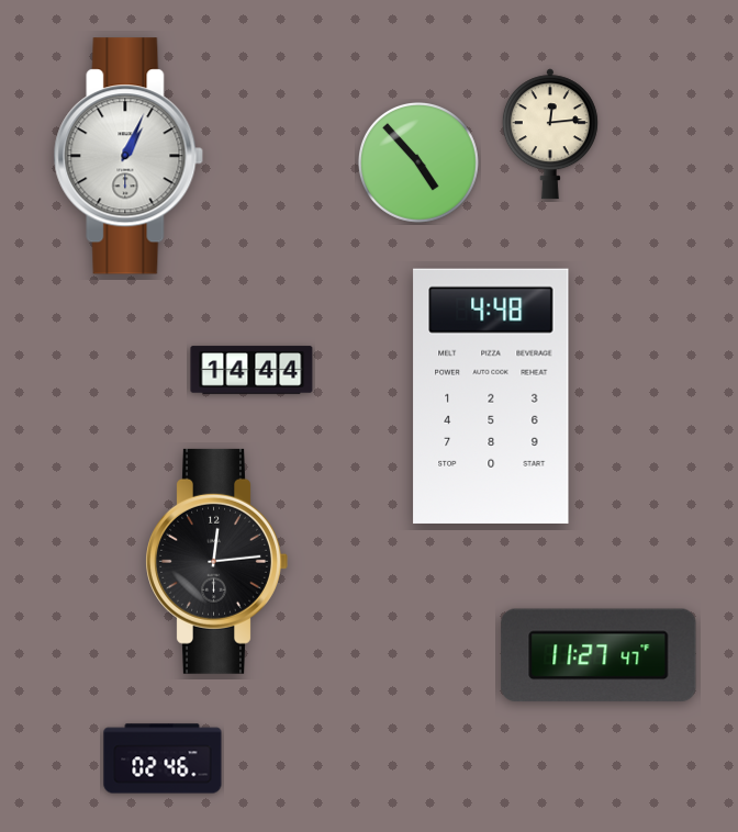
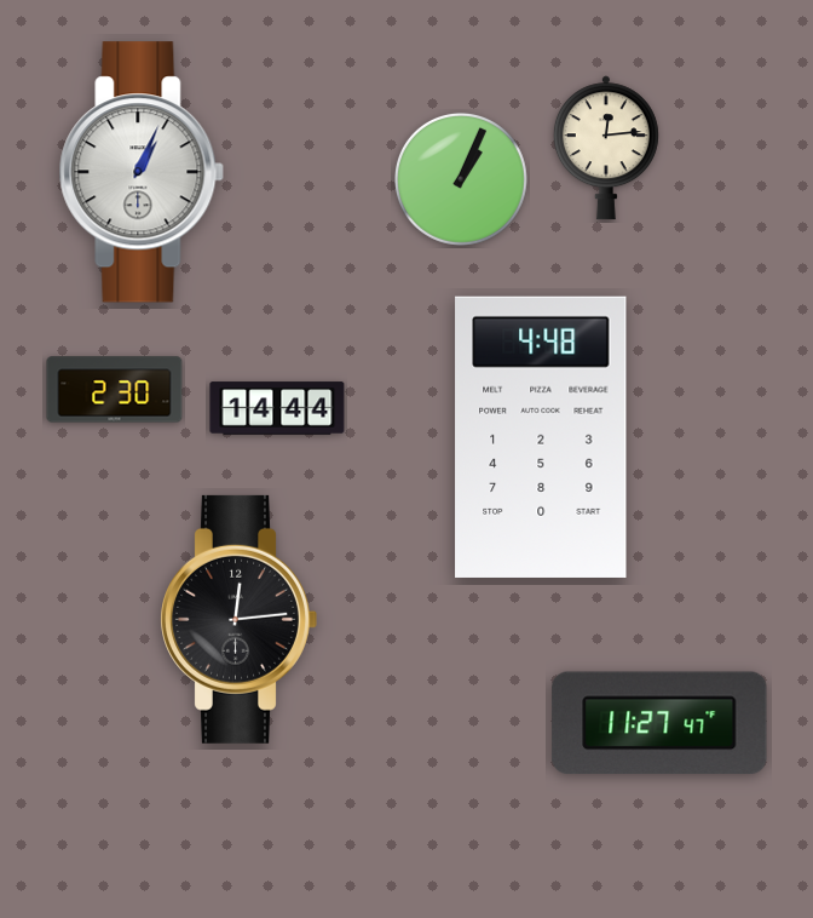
clock at (418, 162): 4:53 -> 1:04
clock at (115, 390): none -> 2:30
clock at (163, 758): 02:46 -> none
